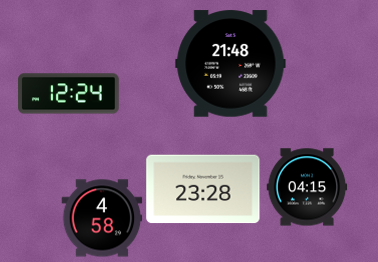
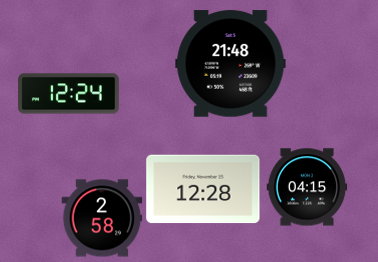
clock at (203, 189): 23:28 -> 12:28
clock at (102, 218): 4:58 -> 2:58
